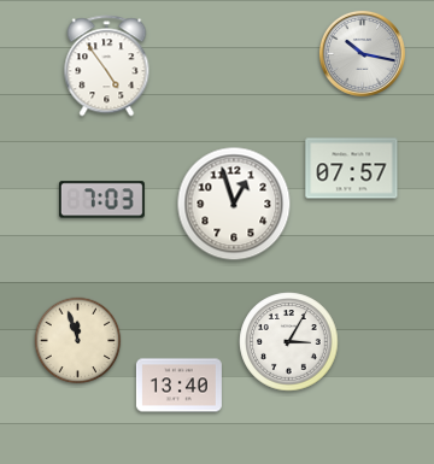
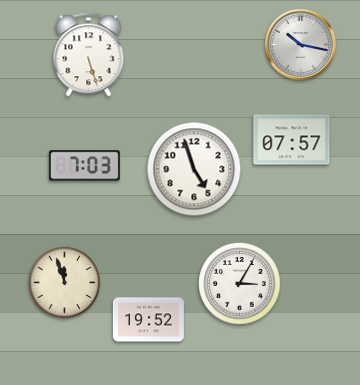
clock at (107, 66): 4:54 -> 5:27
clock at (234, 204): 12:57 -> 4:57
clock at (178, 386): 13:40 -> 19:52
